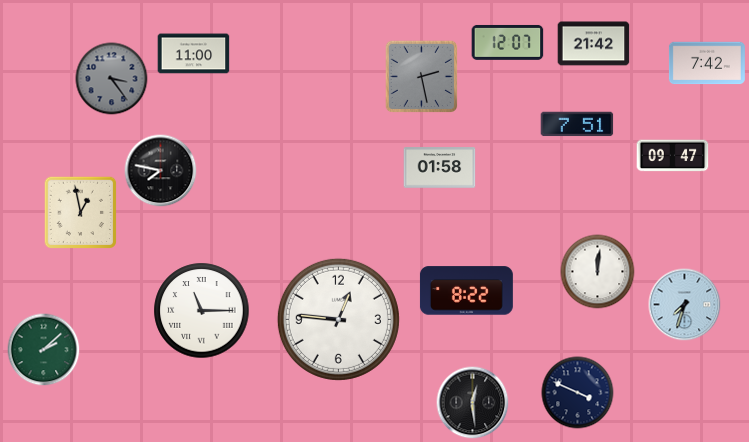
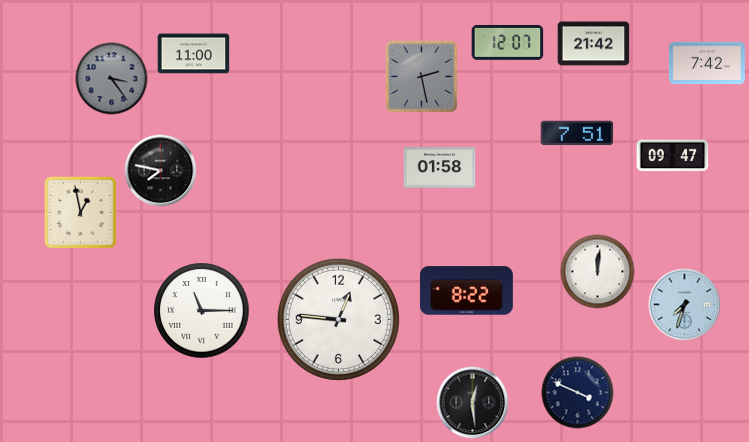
clock at (577, 124) position: (577, 124) -> (577, 133)
clock at (44, 350): 2:08 -> none
